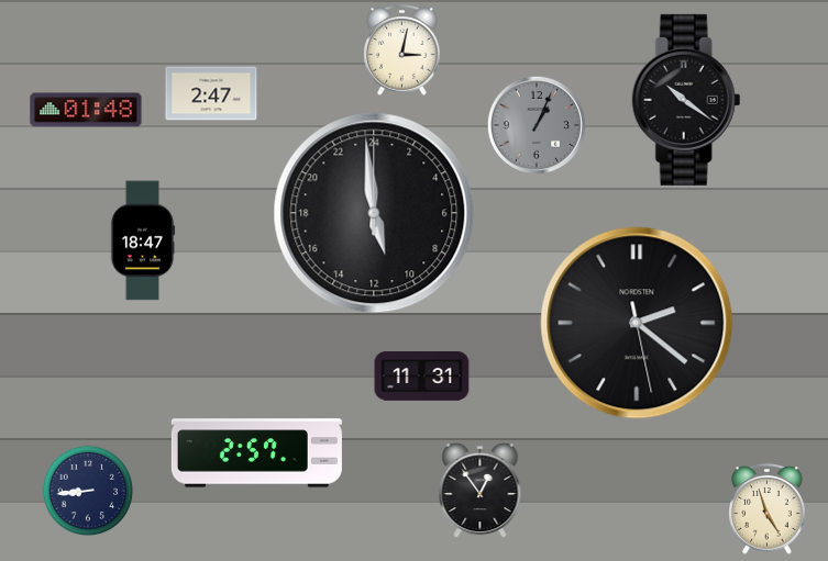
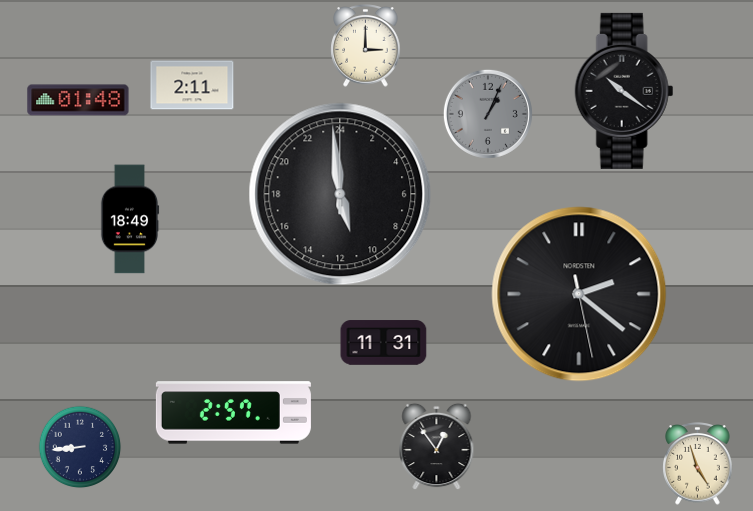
clock at (402, 51): 3:02 -> 3:00
clock at (211, 93): 2:47 -> 2:11
clock at (143, 240): 18:47 -> 18:49
